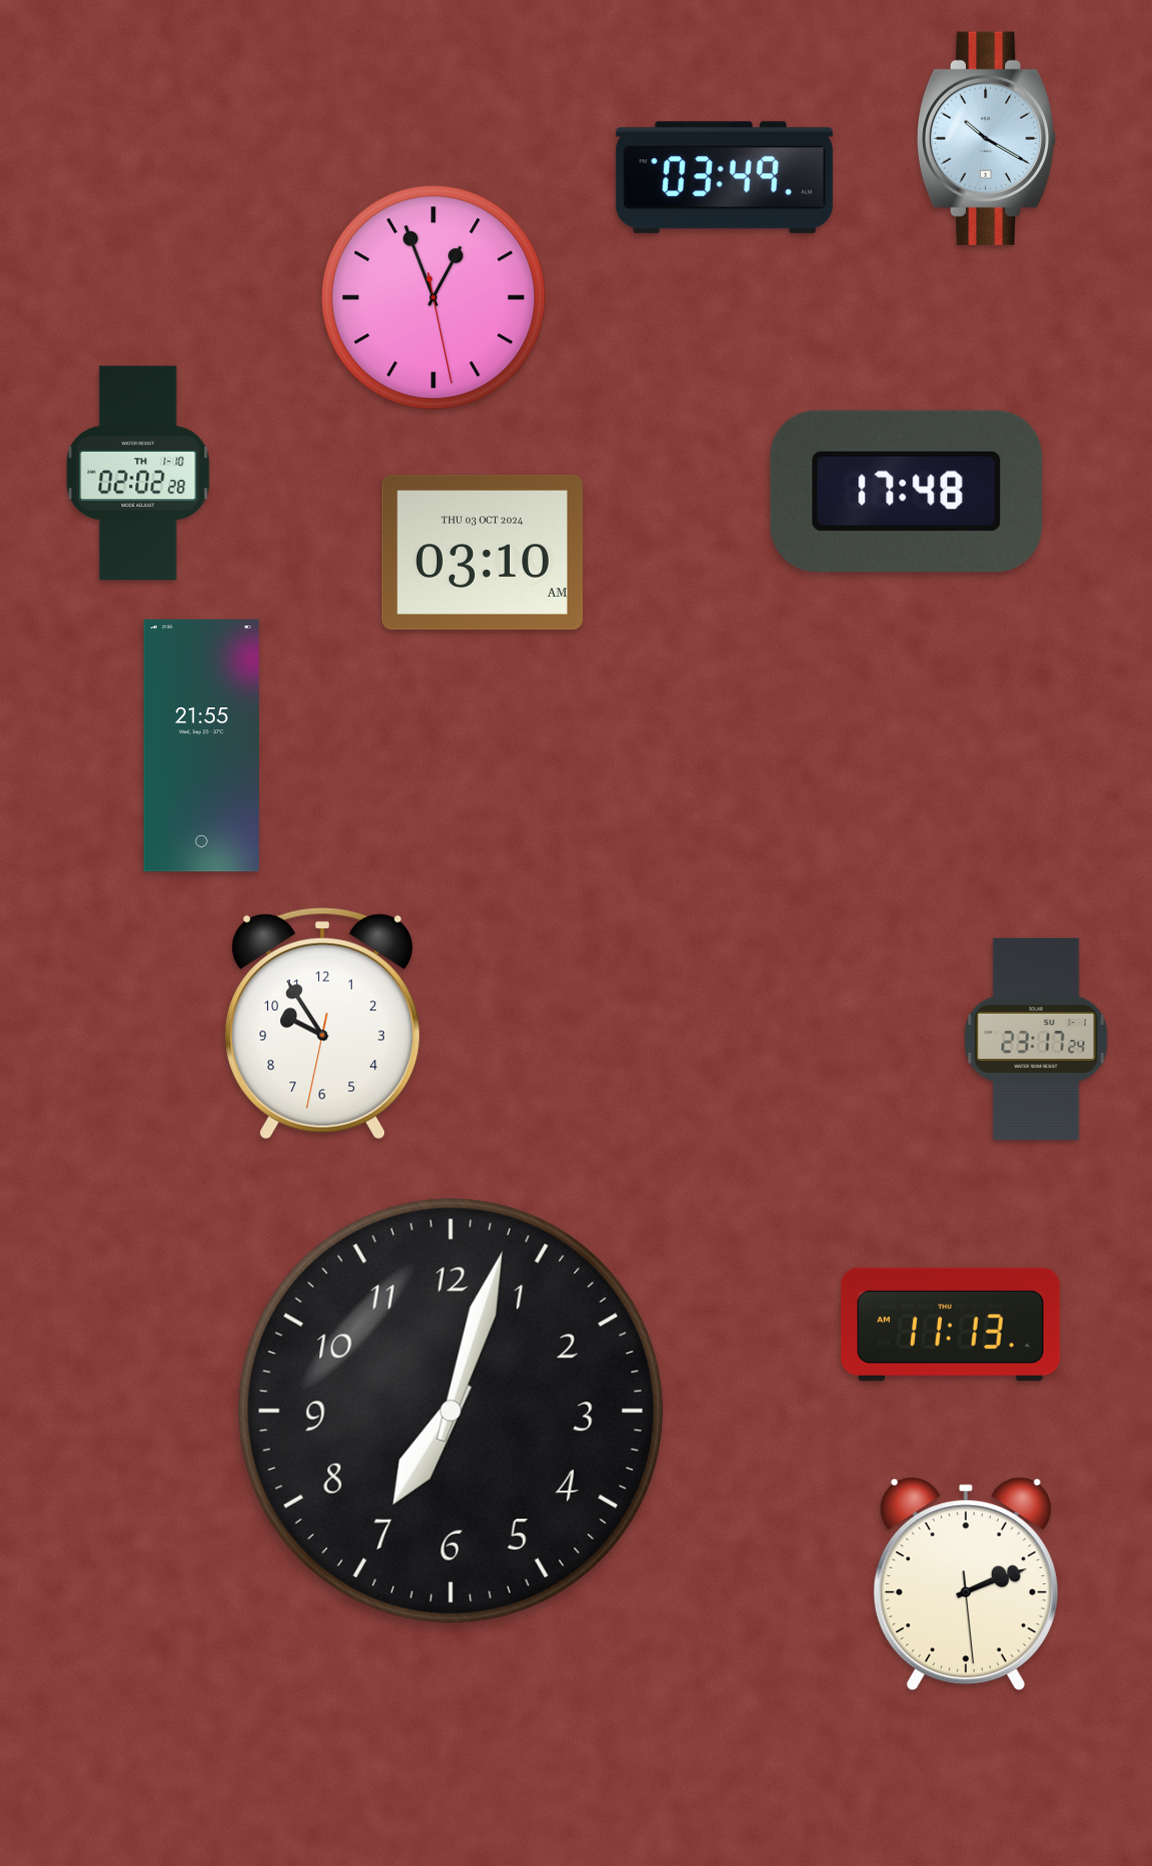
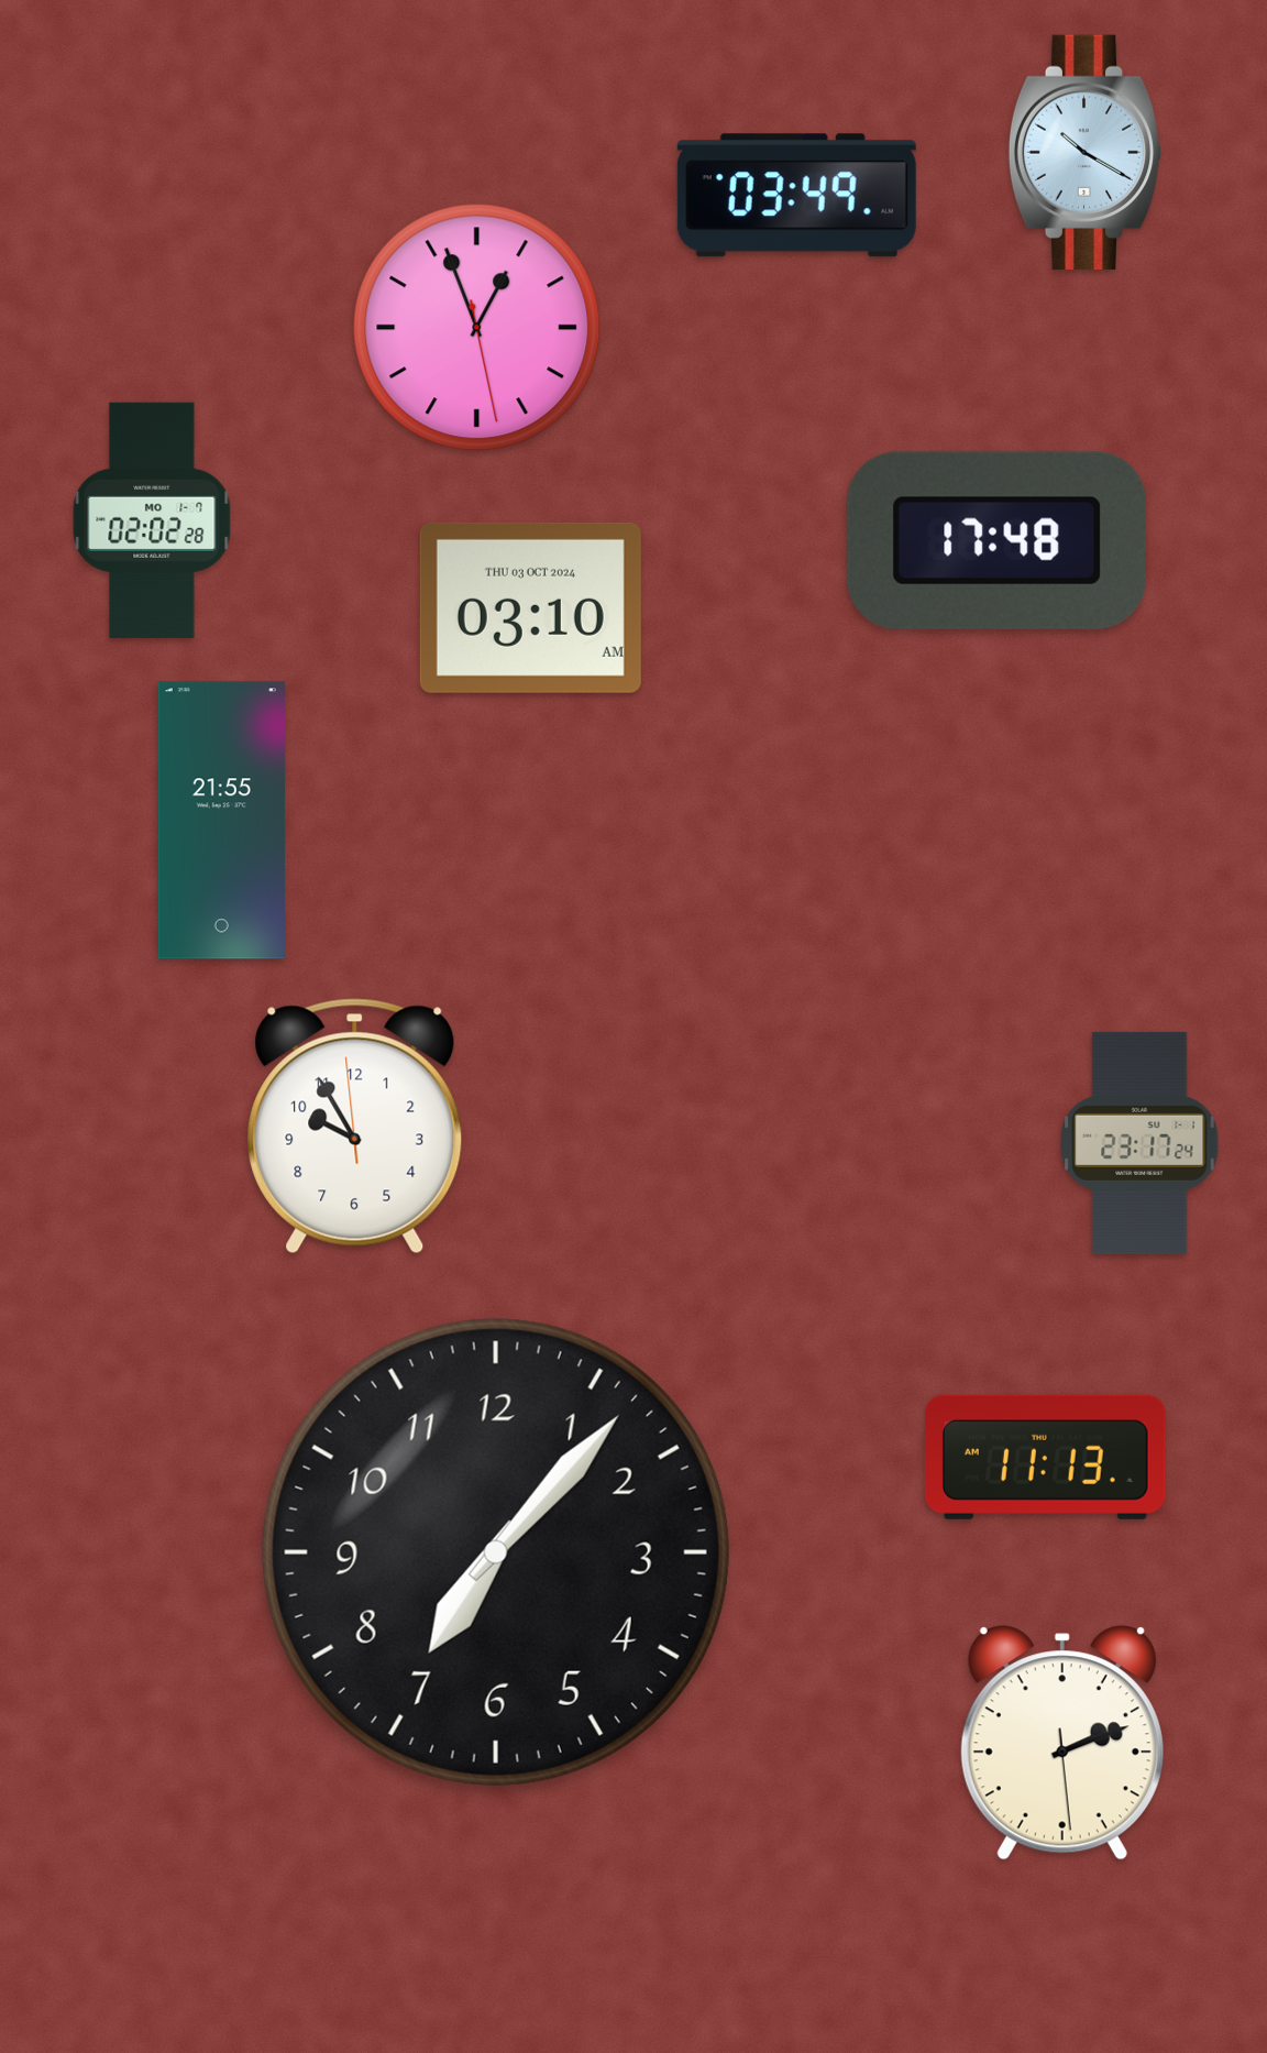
clock at (138, 473) date: TH 1-10 -> MO 1-7
clock at (323, 1024): 9:54:32 -> 9:54:59
clock at (451, 1411): 7:03 -> 7:07
